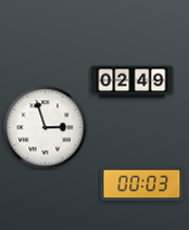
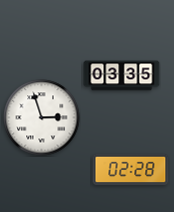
clock at (133, 82): 02:49 -> 03:35
clock at (142, 184): 00:03 -> 02:28
